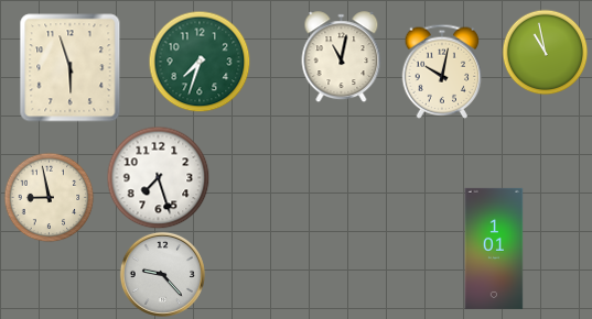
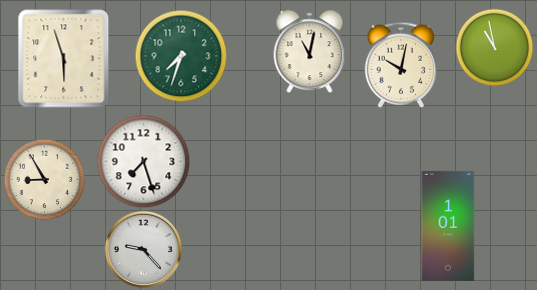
clock at (71, 68) position: (71, 68) -> (64, 59)
clock at (49, 197): 8:58 -> 8:55
clock at (162, 274) position: (162, 274) -> (143, 249)
